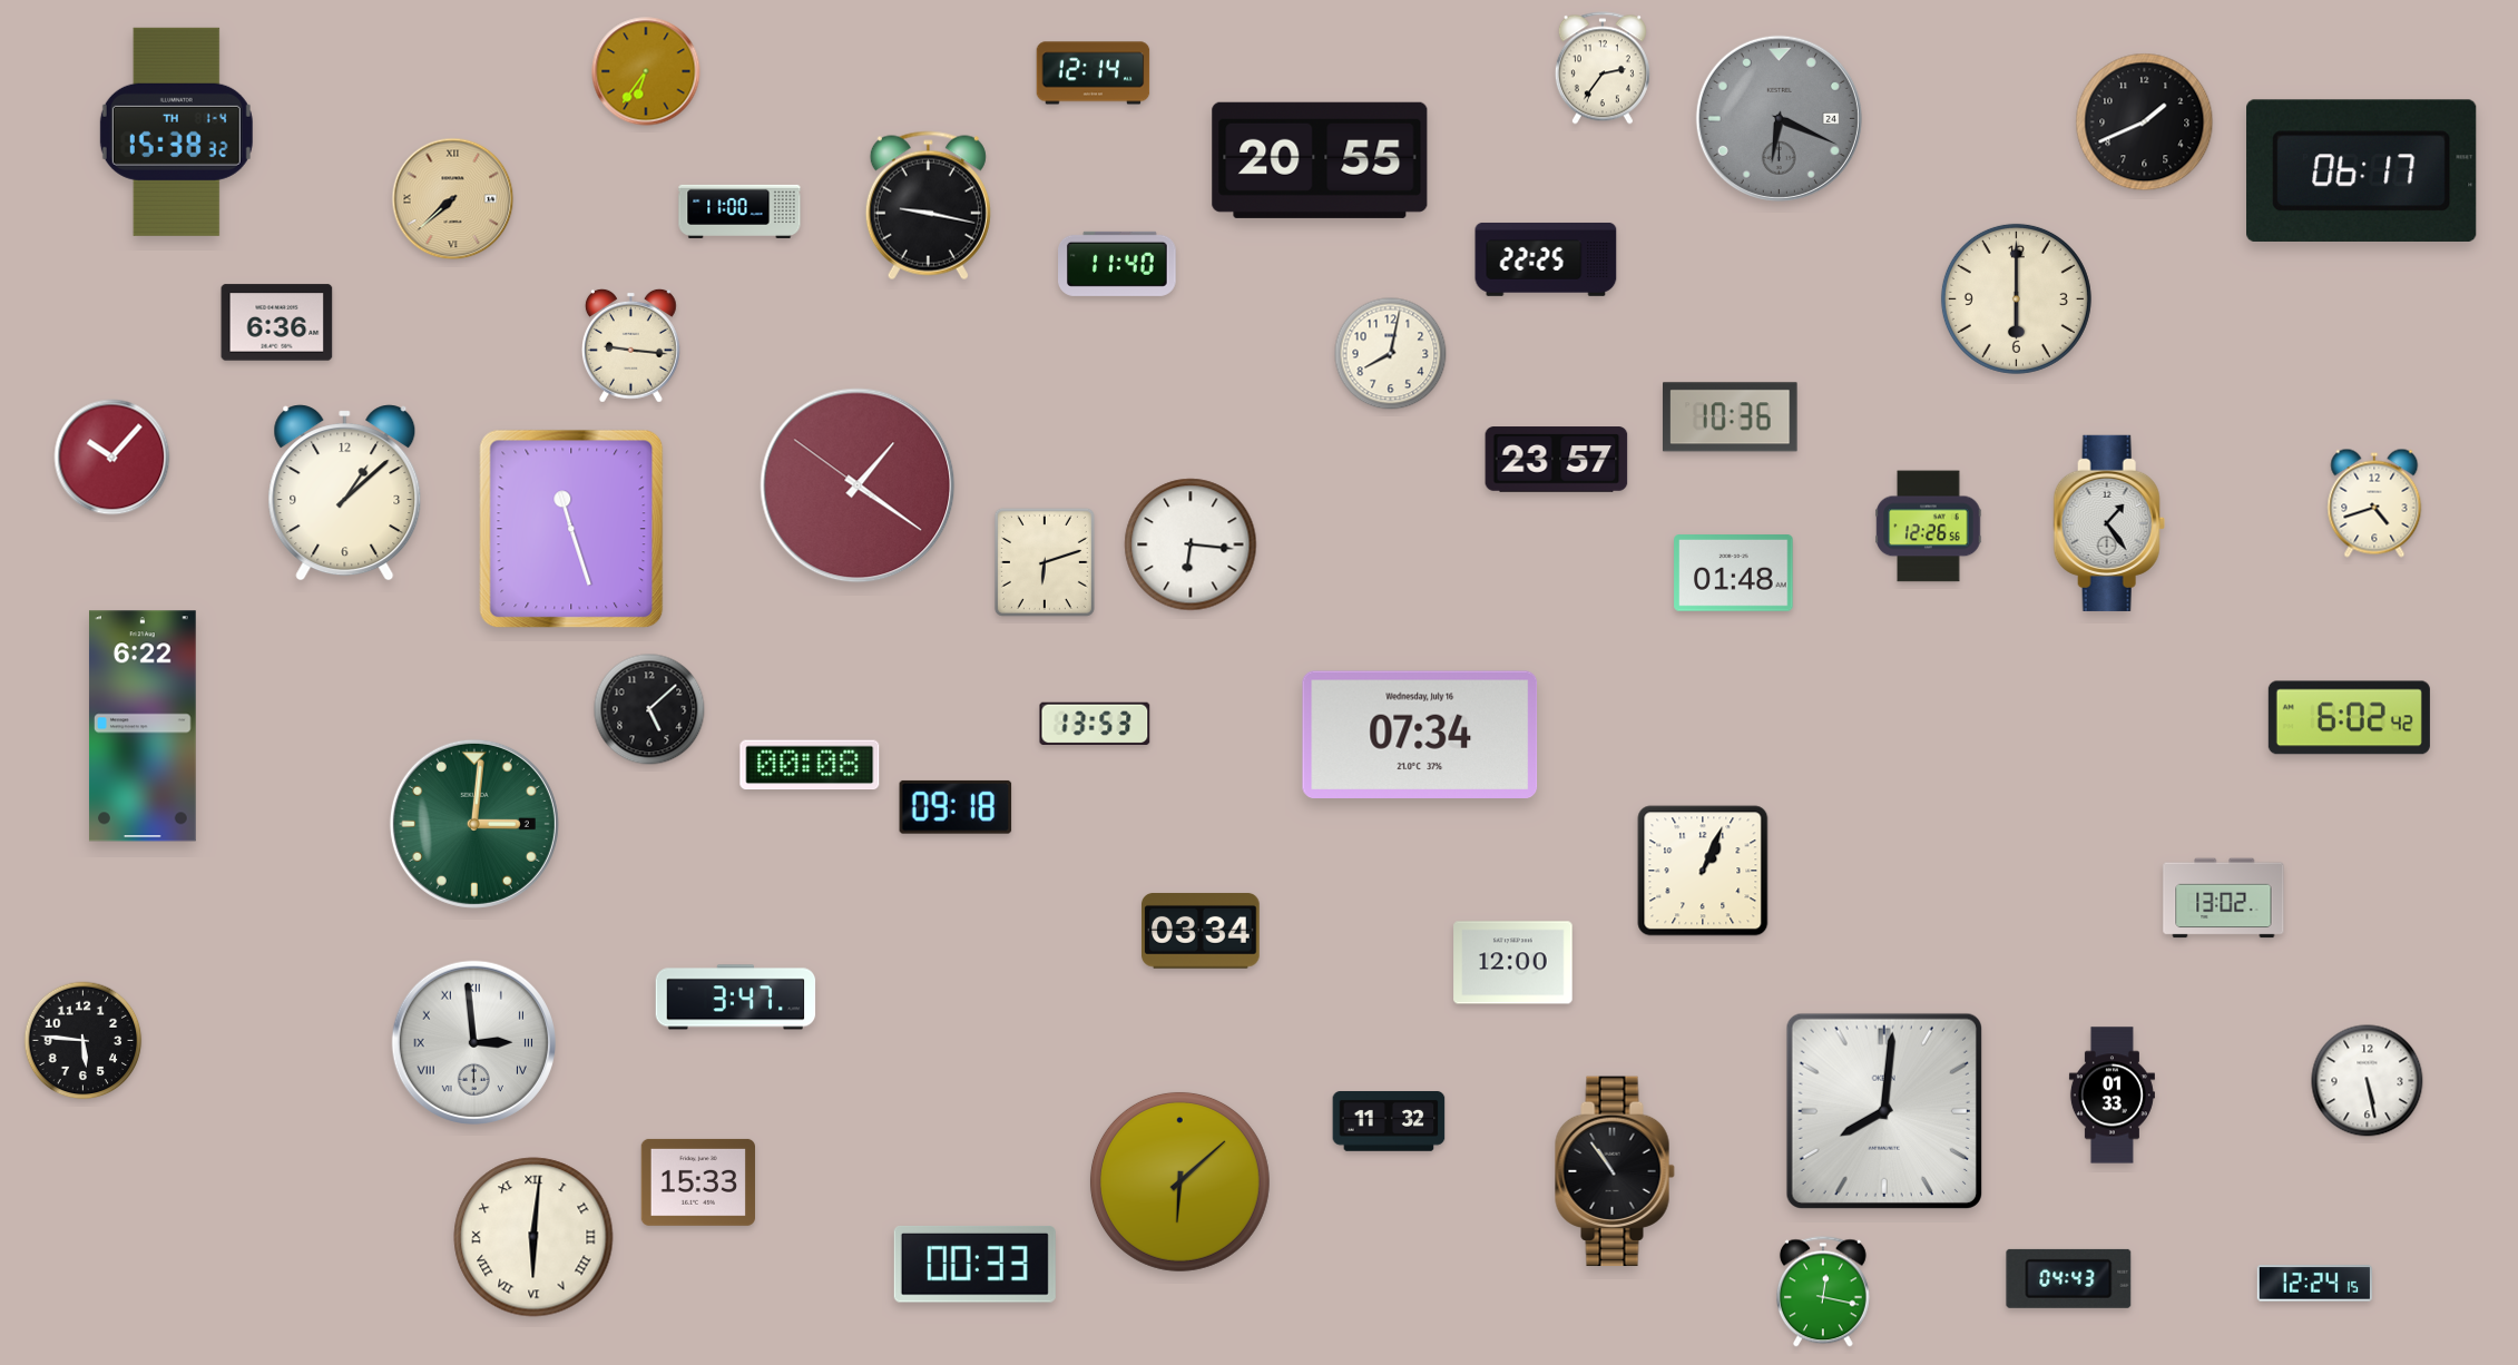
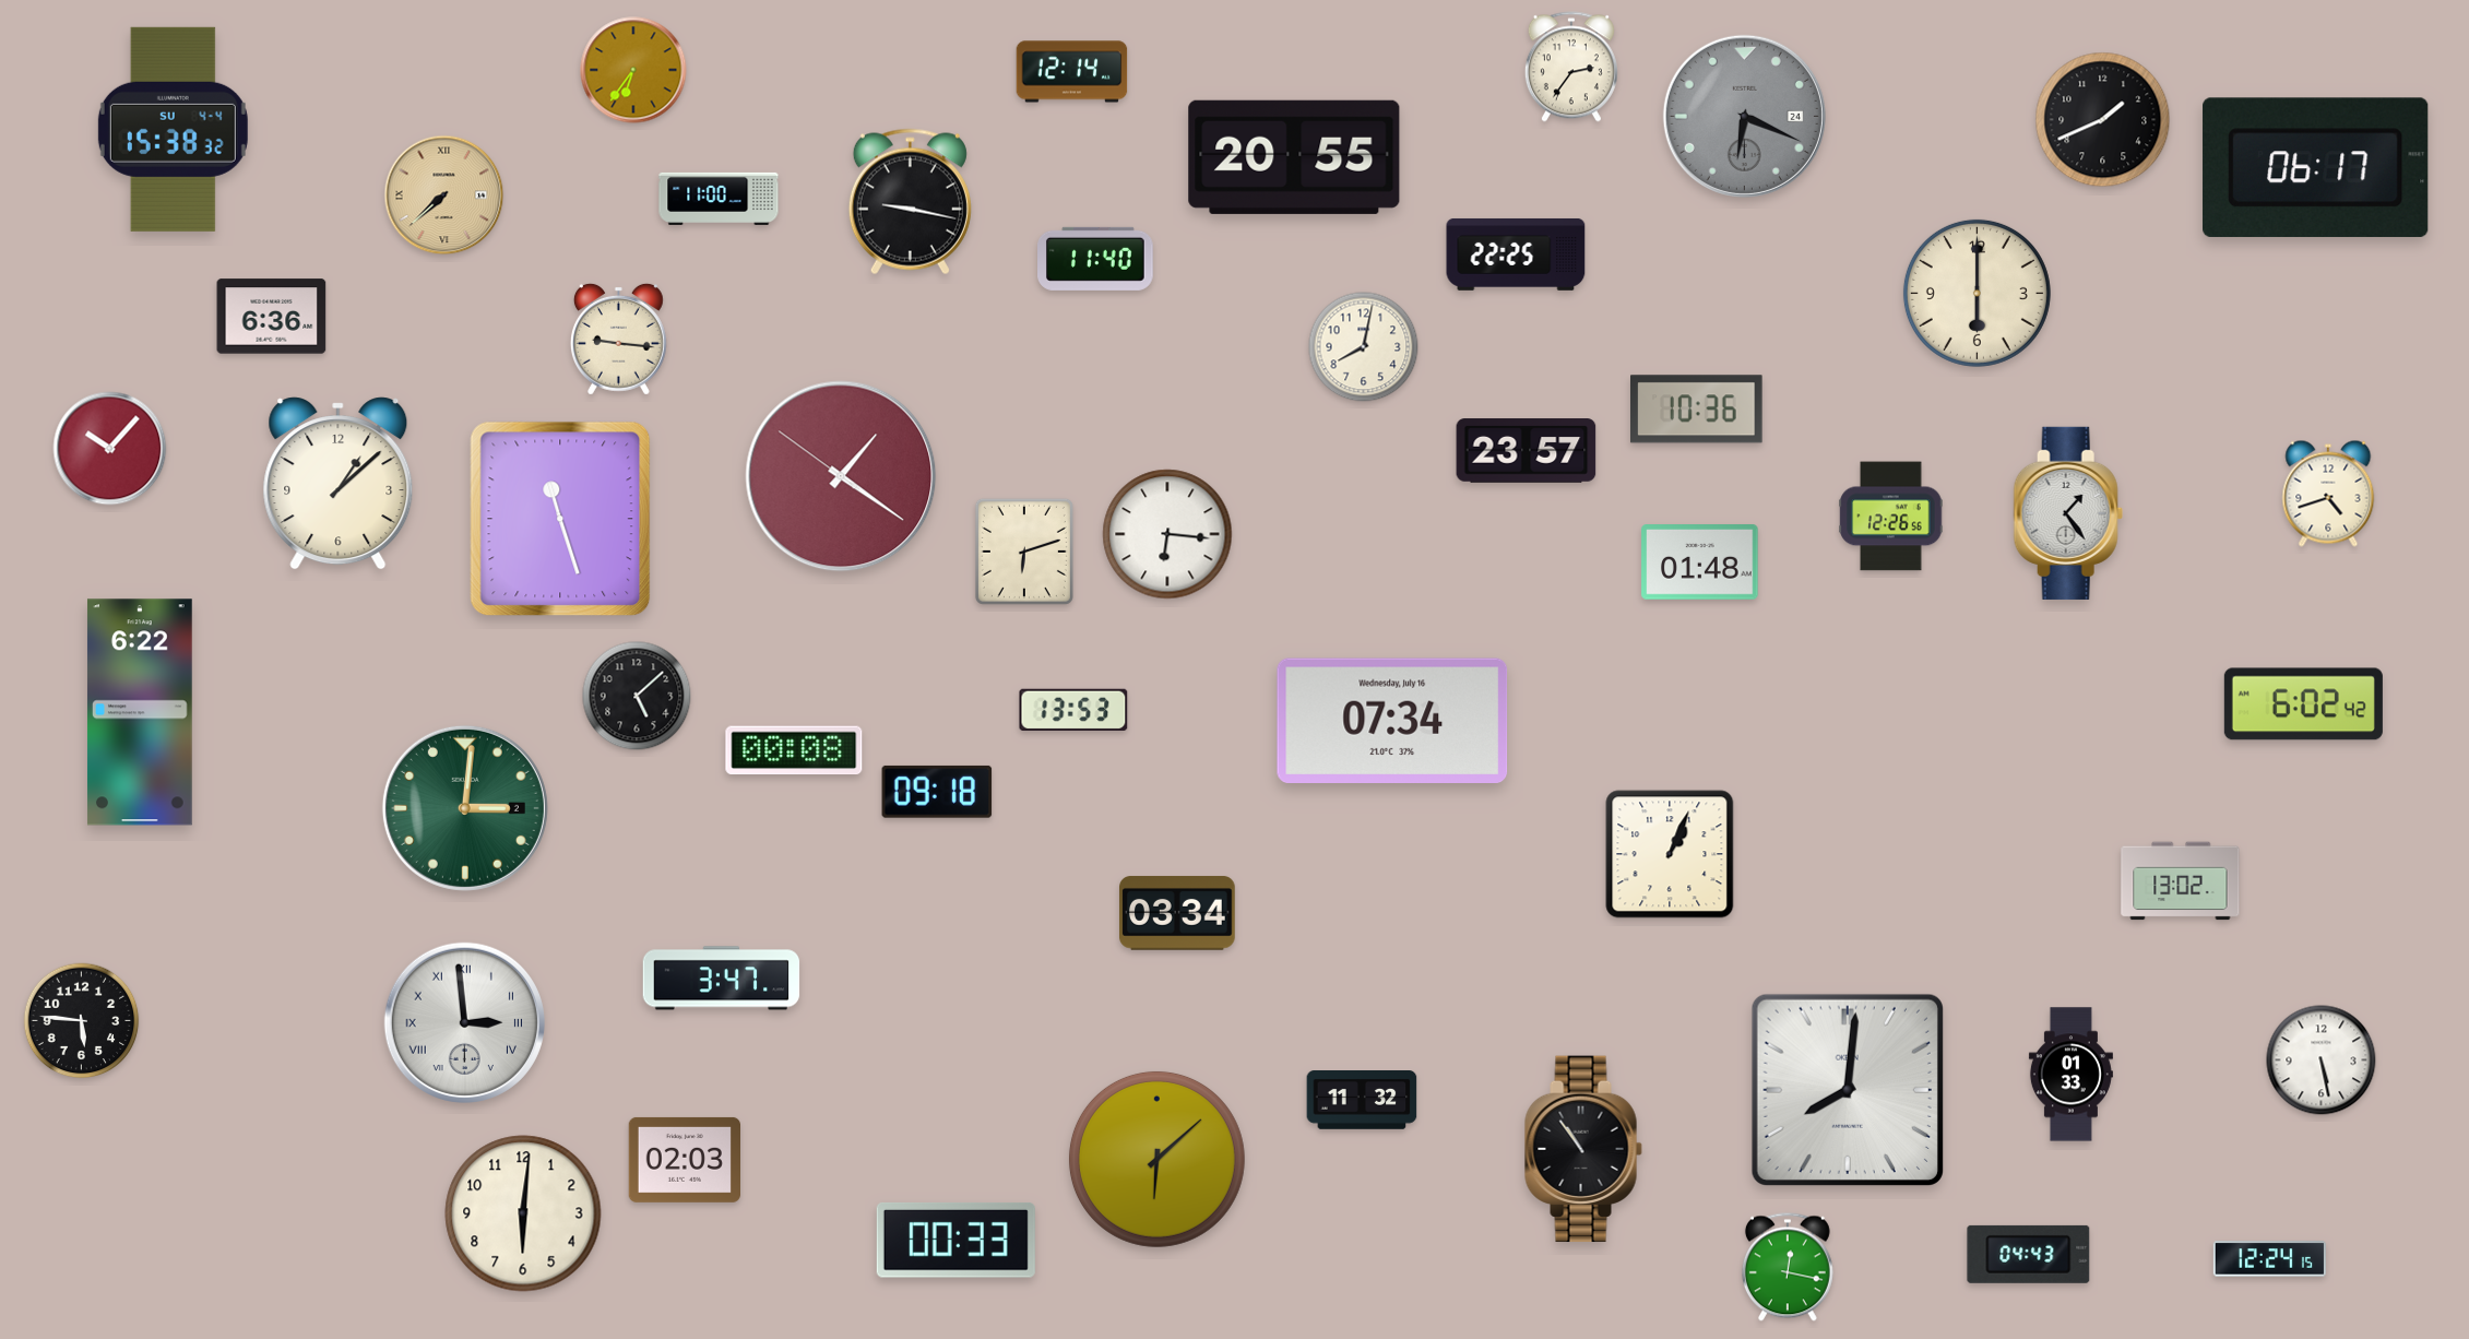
clock at (176, 131) date: TH 1-4 -> SU 4-4
clock at (739, 212) position: (739, 212) -> (719, 199)
clock at (1513, 963): 12:00 -> none
clock at (697, 1182): 15:33 -> 02:03
clock at (533, 1237) numerals: Roman -> Arabic
